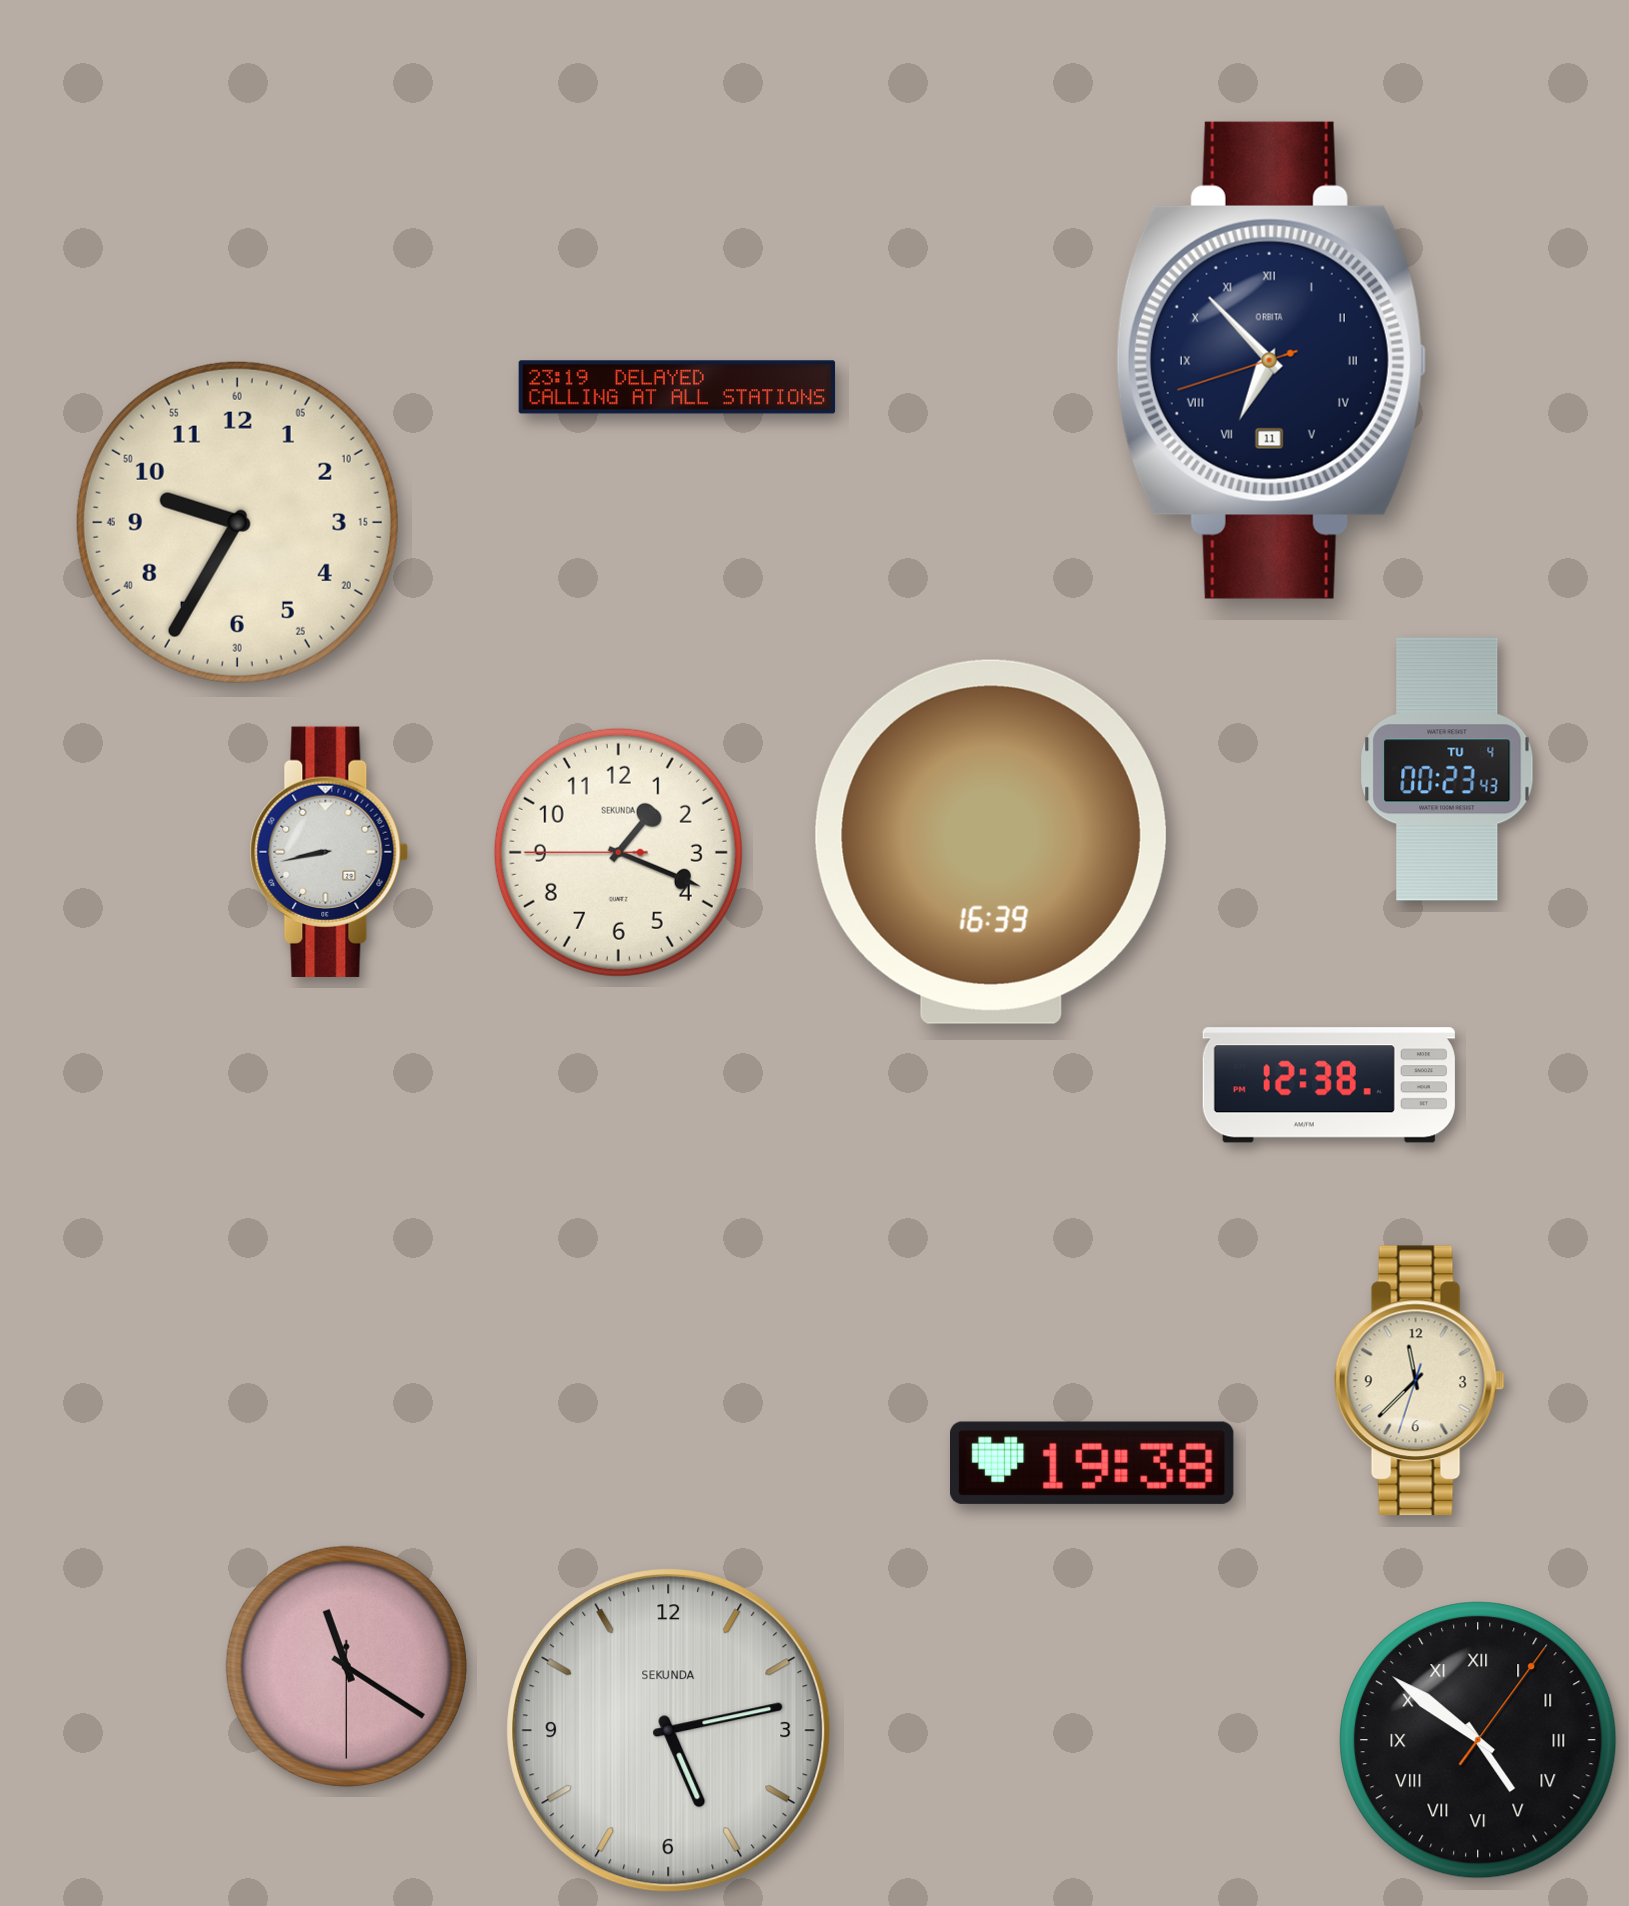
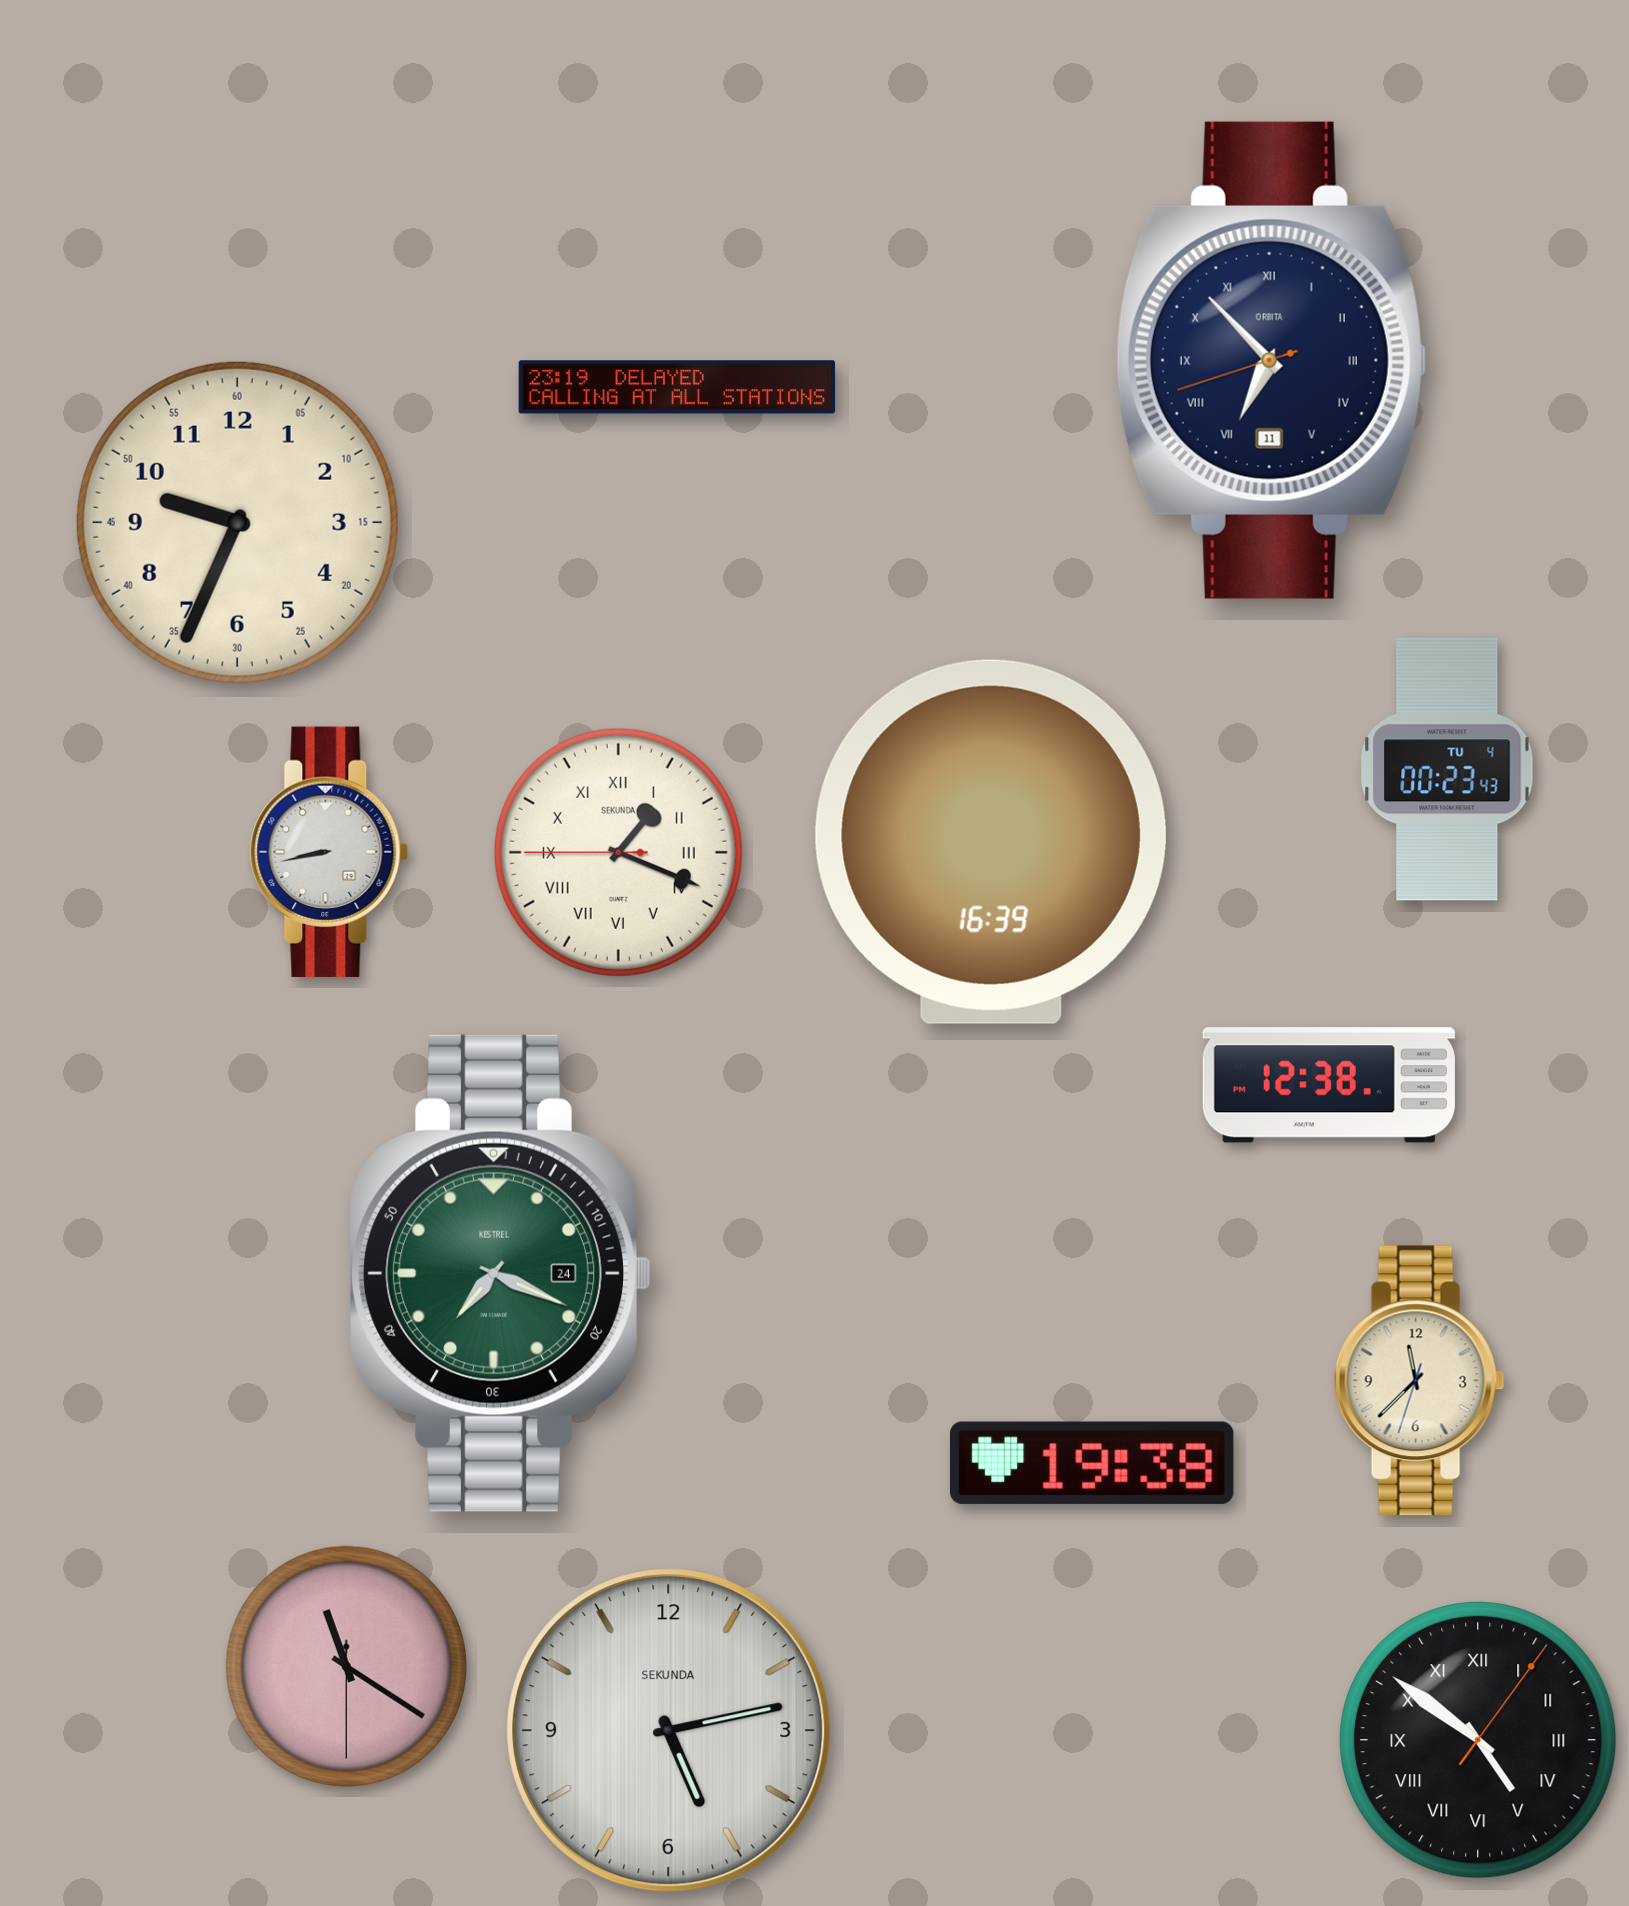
clock at (237, 522): 9:35 -> 9:34
clock at (618, 852) numerals: Arabic -> Roman
clock at (501, 1273): none -> 7:19
